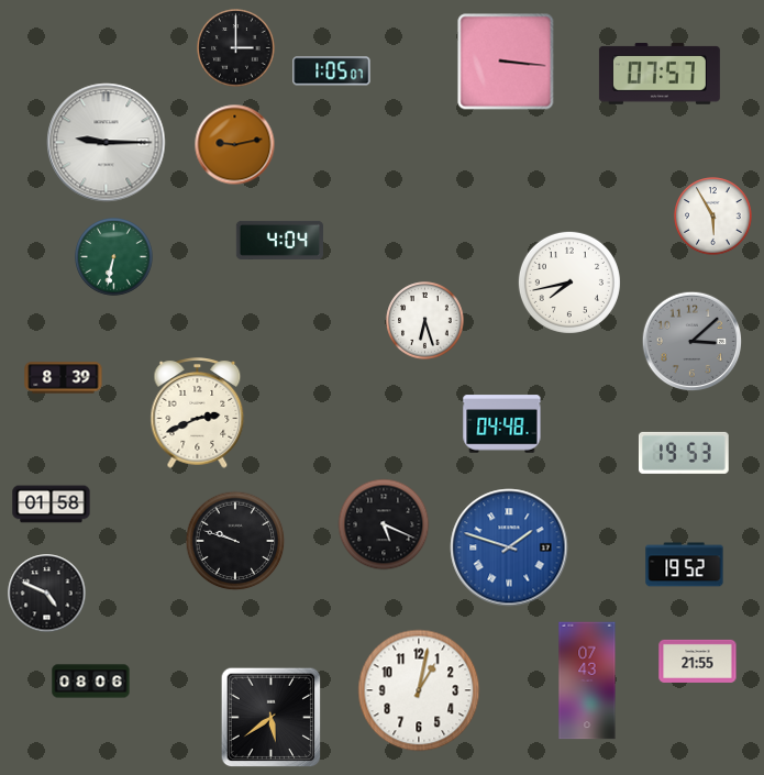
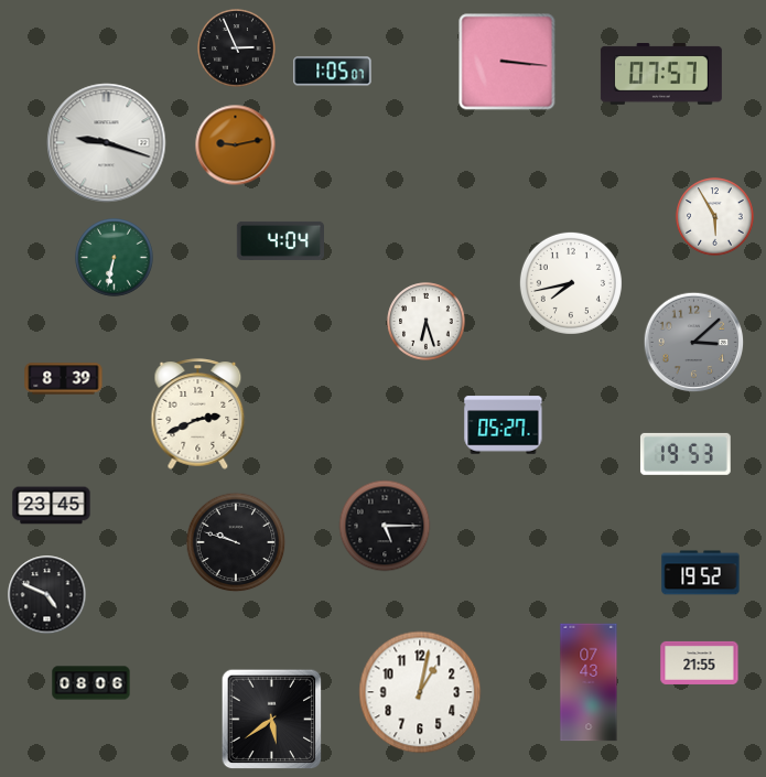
clock at (236, 48): 3:00 -> 2:56
clock at (107, 143): 9:15 -> 9:18
clock at (502, 424): 04:48 -> 05:27
clock at (52, 505): 01:58 -> 23:45
clock at (384, 524): 5:19 -> 5:15
clock at (509, 547): 1:48 -> none
clock at (685, 565) position: (685, 565) -> (701, 573)
